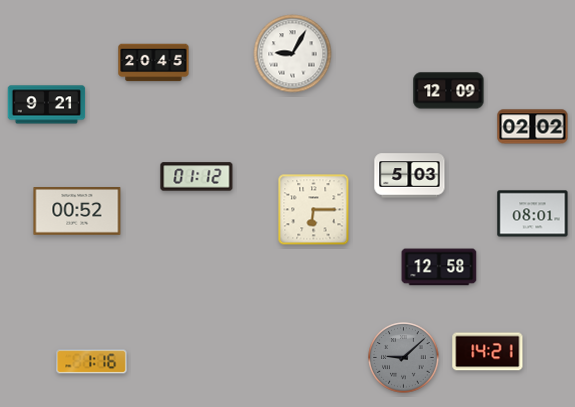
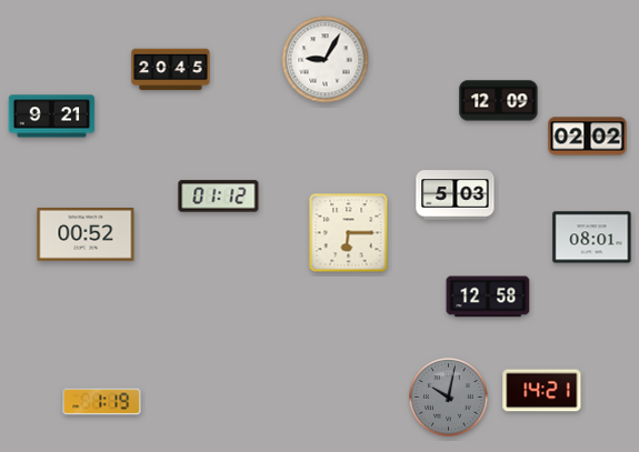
clock at (533, 127) position: (533, 127) -> (588, 137)
clock at (404, 358): 9:08 -> 10:02
clock at (92, 362): 1:16 -> 1:19
